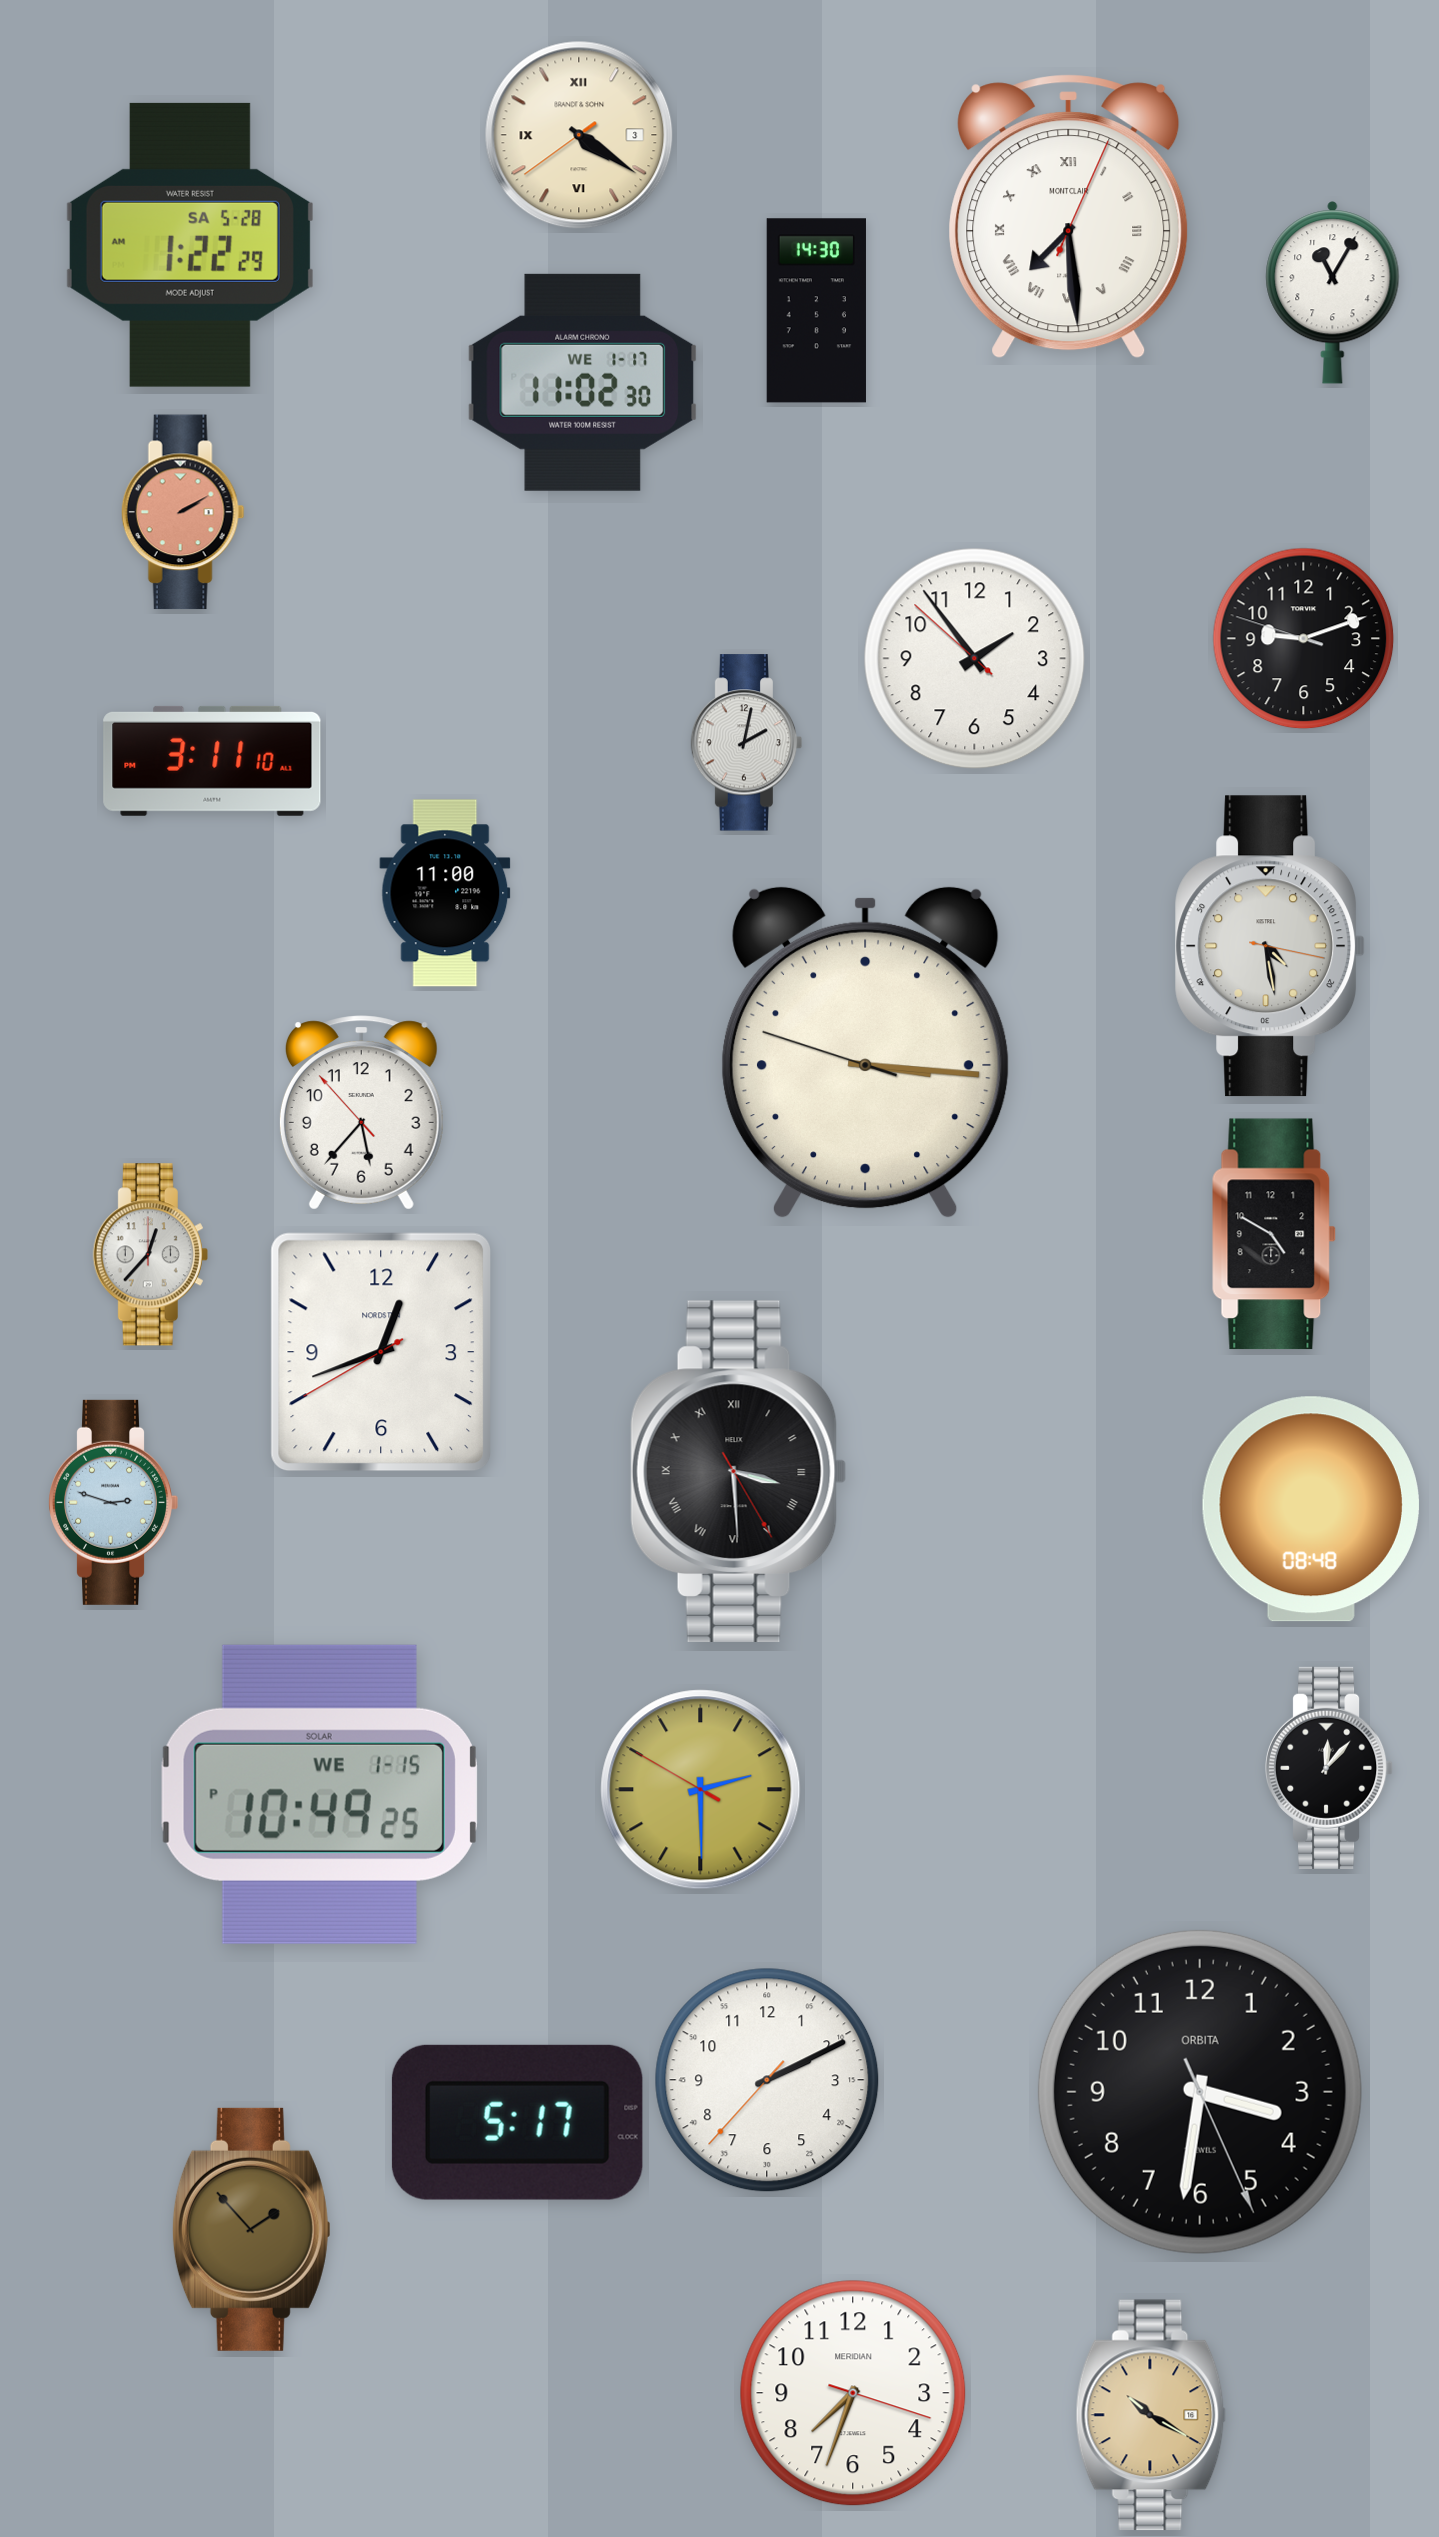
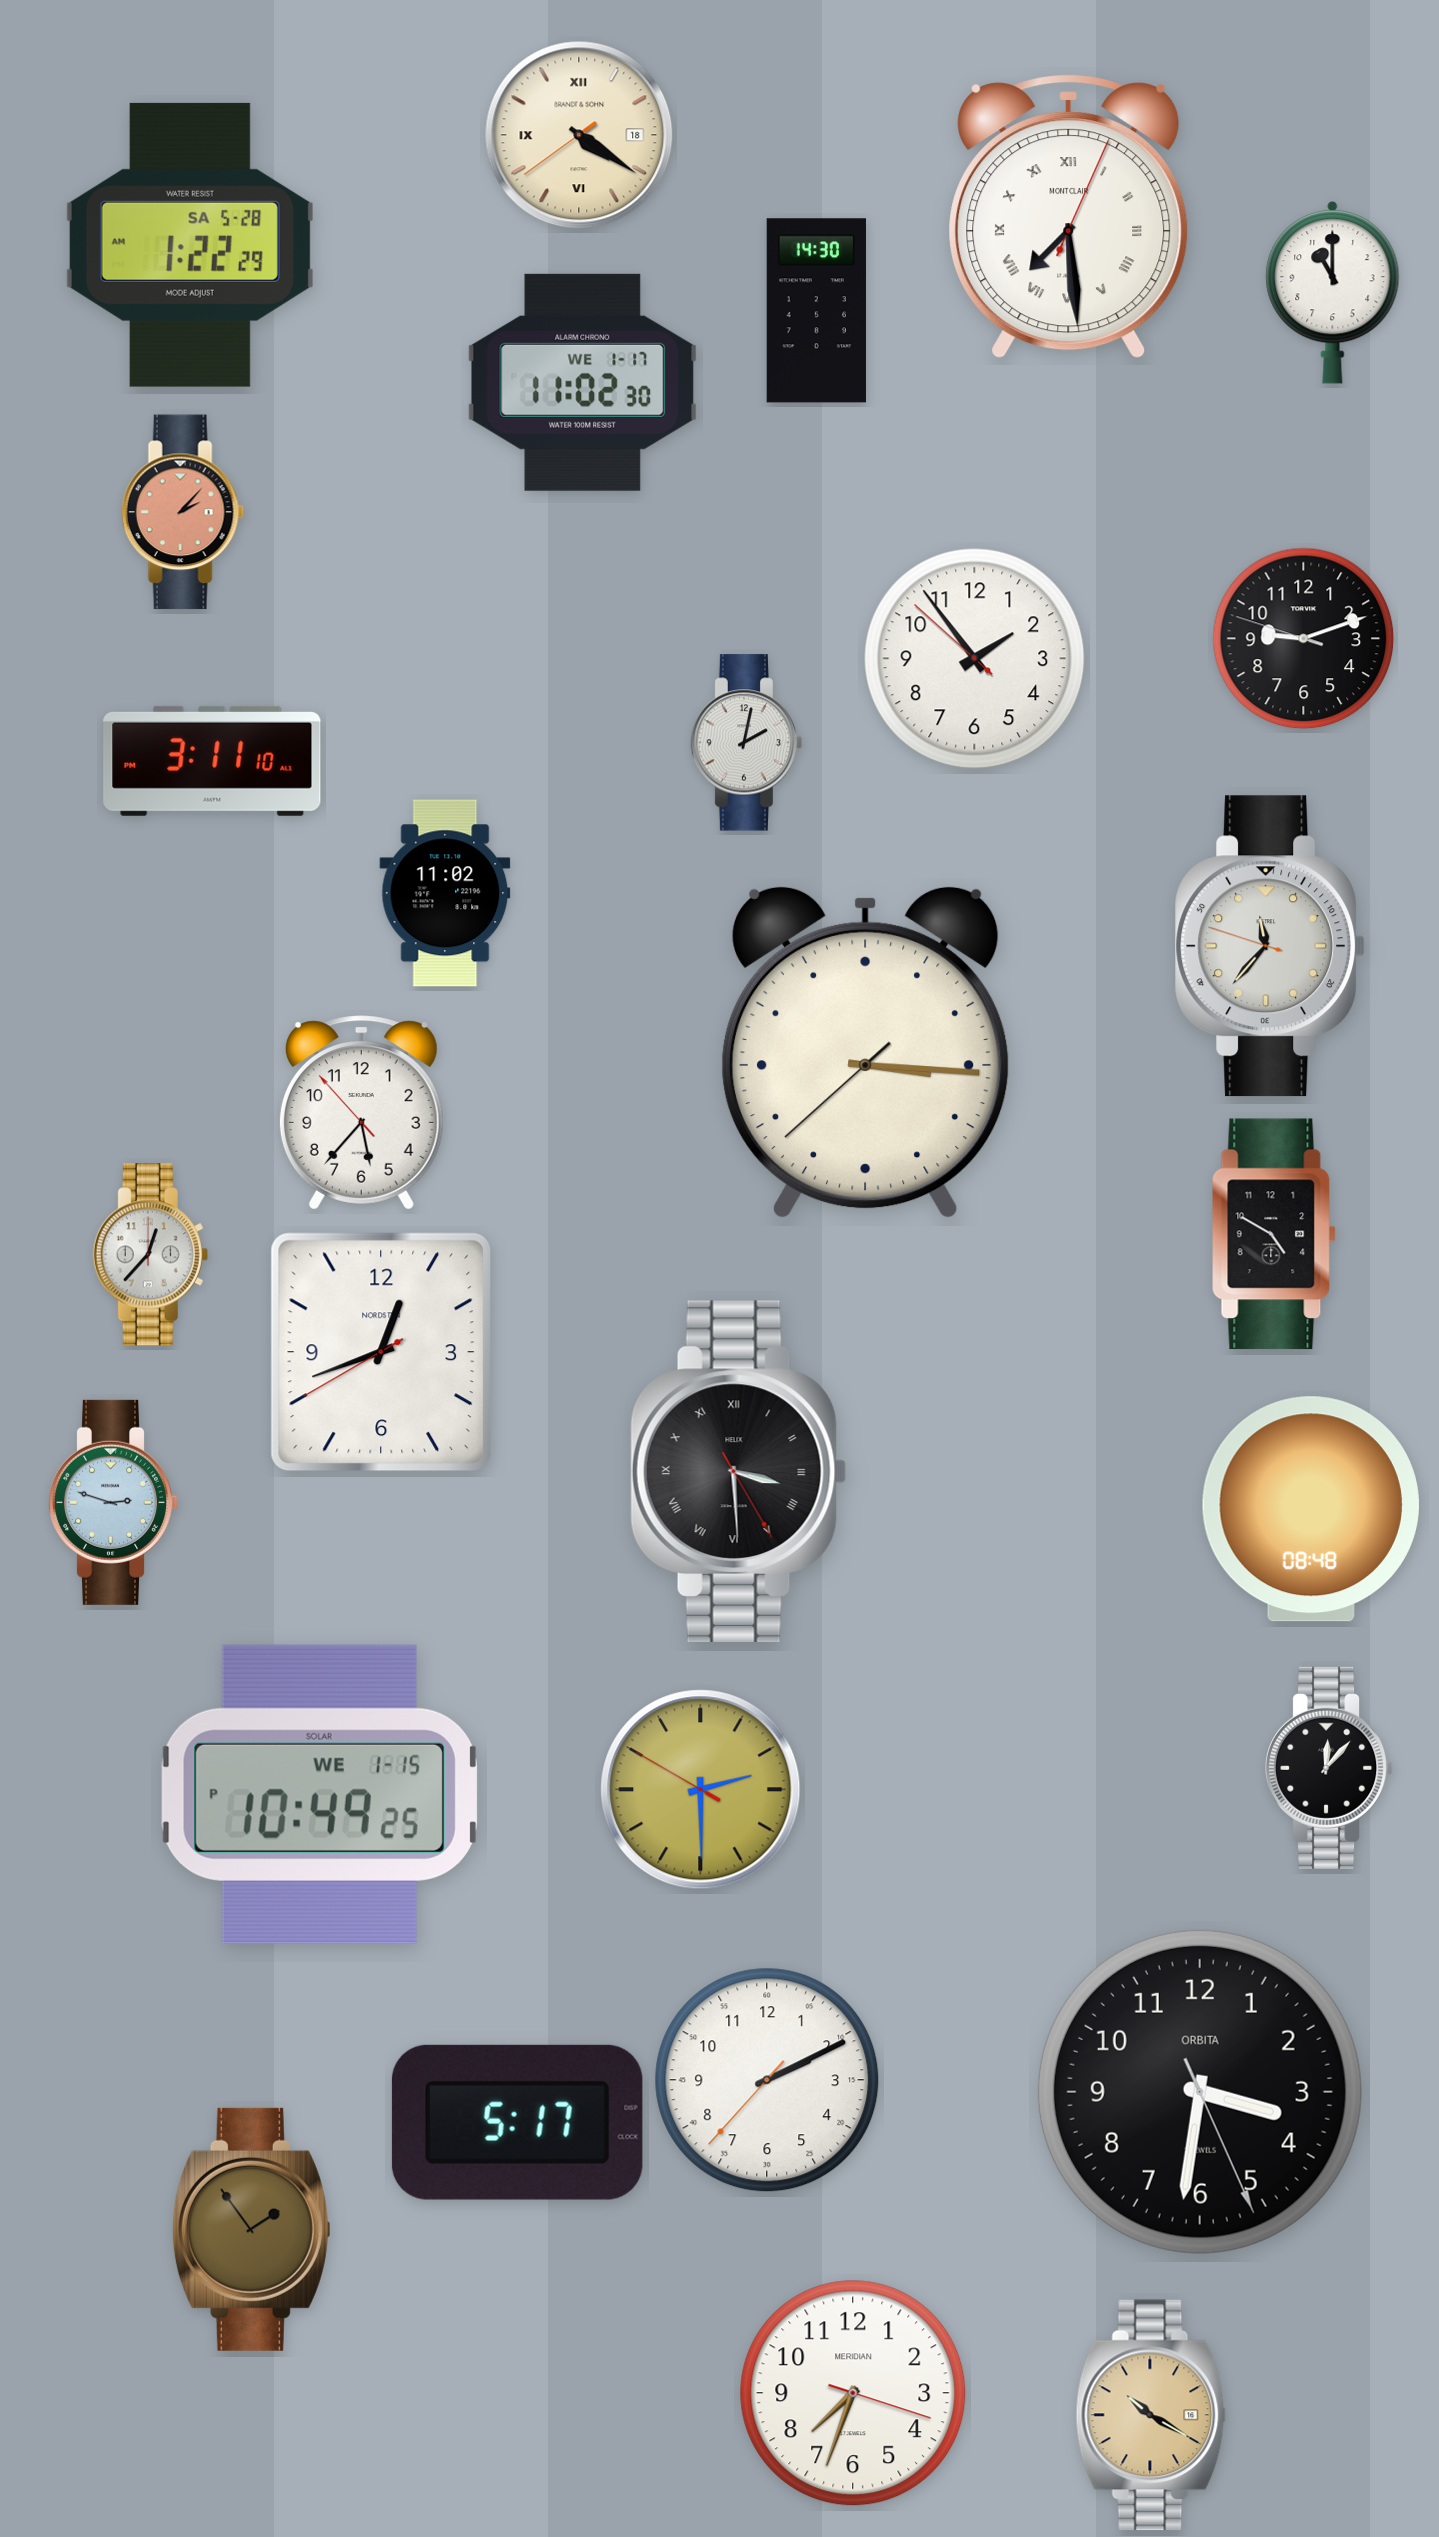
clock at (579, 135) date: 3 -> 18
clock at (1333, 293): 11:05 -> 11:00
clock at (183, 512): 2:10 -> 2:07
clock at (445, 893): 11:00 -> 11:02
clock at (1270, 946): 4:28 -> 11:36
clock at (865, 1053): 3:15:48 -> 3:15:38
clock at (251, 2229): 1:53 -> 1:54
